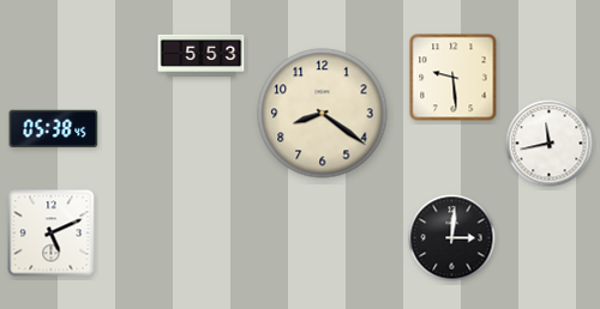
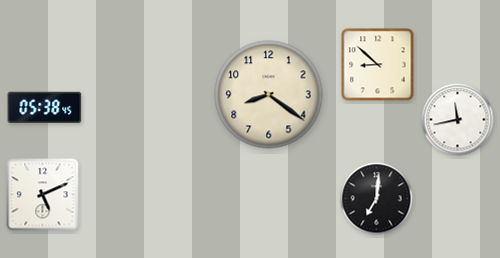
clock at (202, 55): 5:53 -> none
clock at (454, 78): 9:29 -> 8:52
clock at (452, 238): 3:01 -> 7:01
